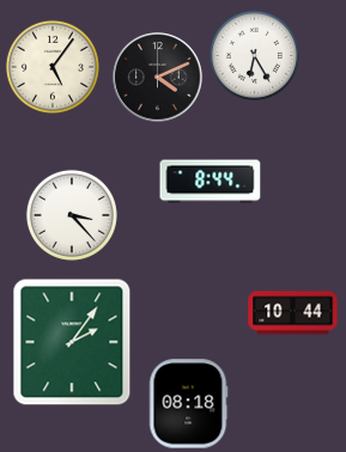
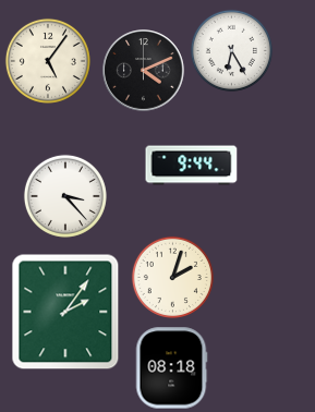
clock at (211, 182): 8:44 -> 9:44
clock at (172, 277): none -> 2:03
clock at (293, 313): 10:44 -> none
